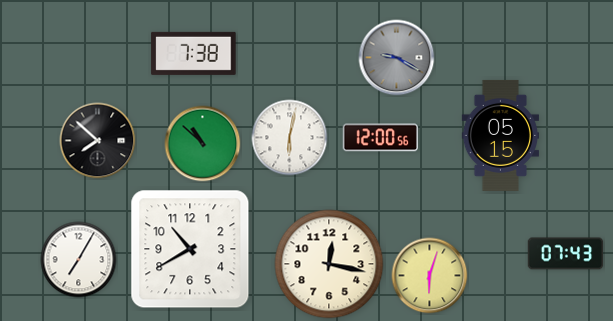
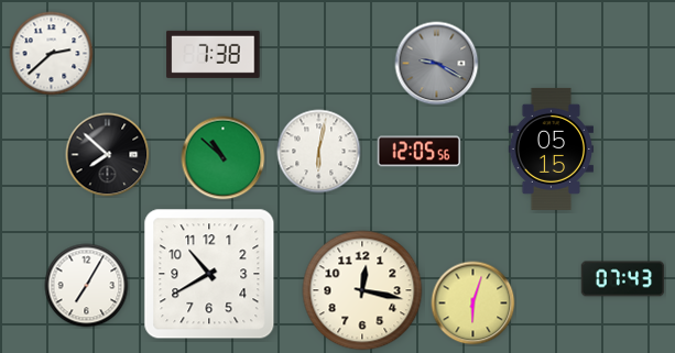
clock at (52, 54): none -> 2:38
clock at (194, 53) position: (194, 53) -> (214, 54)
clock at (380, 138): 12:00 -> 12:05
